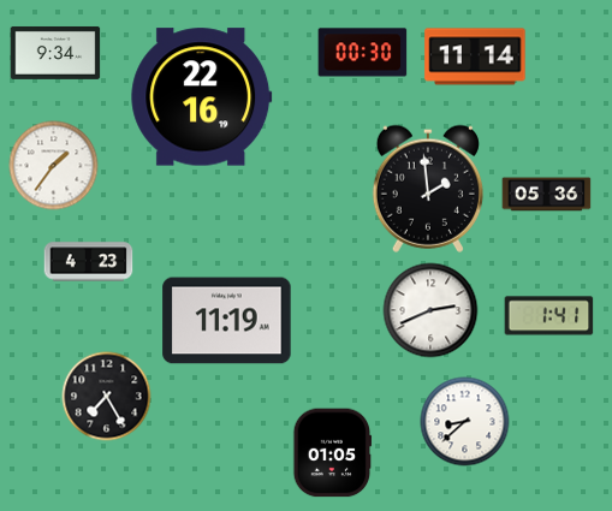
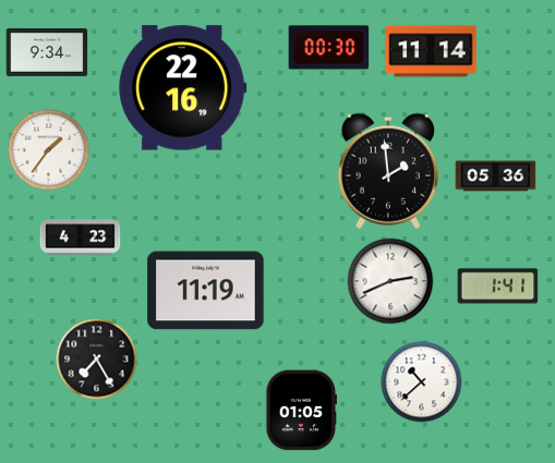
clock at (55, 53) position: (55, 53) -> (47, 52)
clock at (465, 422): 8:38 -> 10:38
